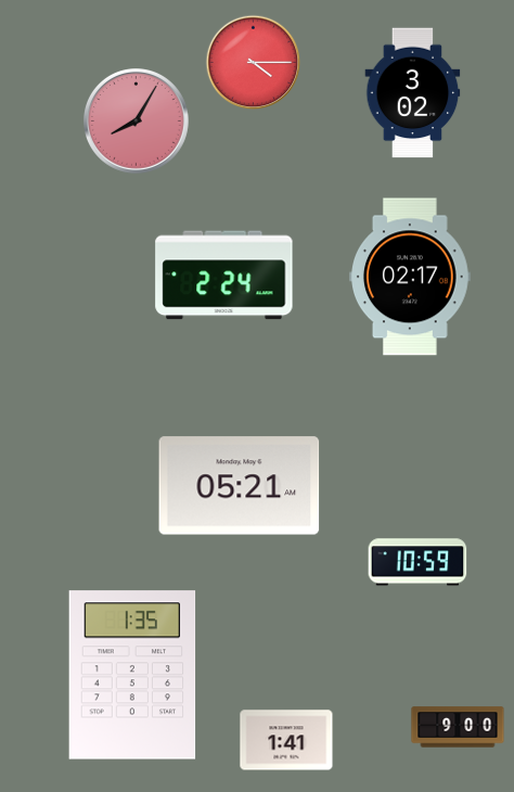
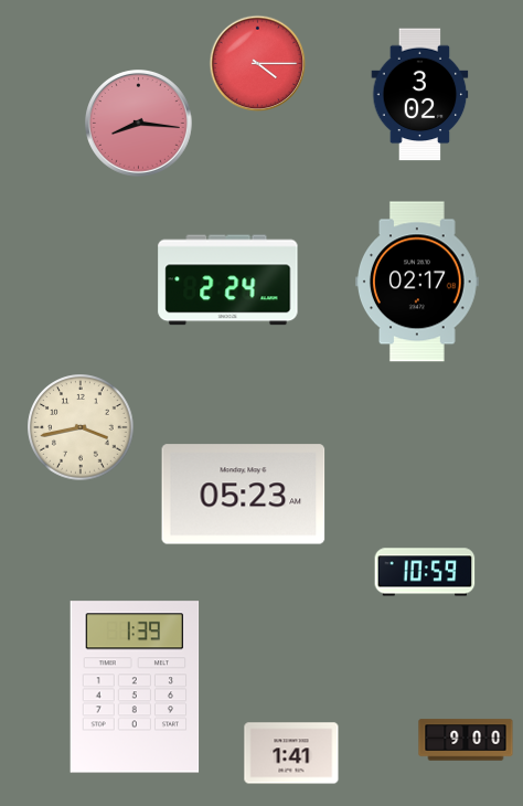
clock at (137, 122): 8:05 -> 8:16
clock at (81, 427): none -> 3:43
clock at (240, 486): 05:21 -> 05:23
clock at (132, 675): 1:35 -> 1:39
